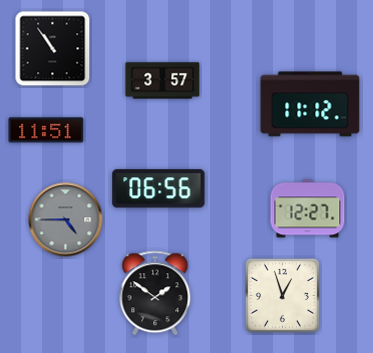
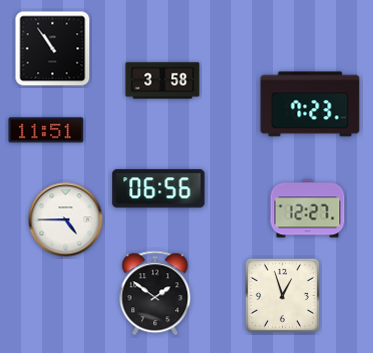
clock at (163, 81): 3:57 -> 3:58
clock at (310, 104): 11:12 -> 7:23
clock at (66, 220) dial: grey -> white
